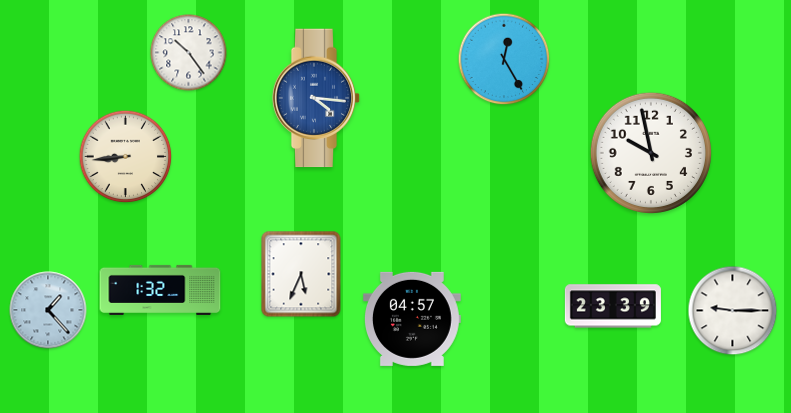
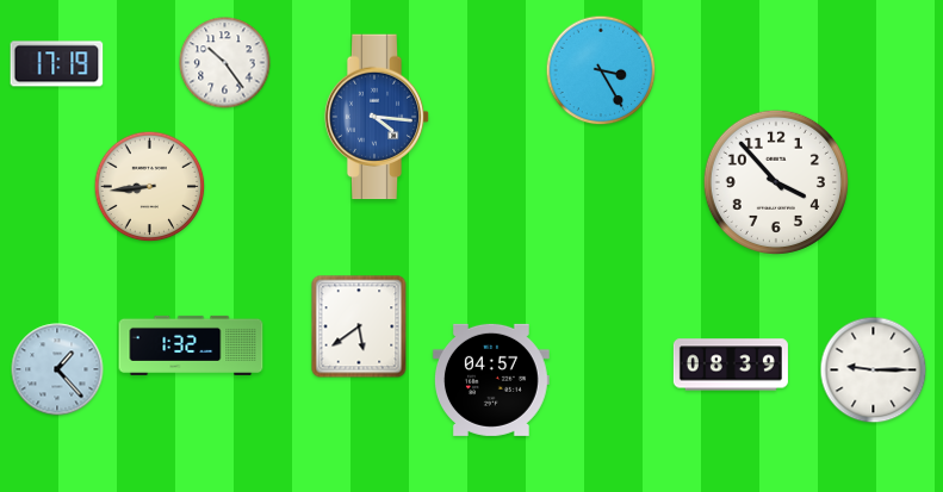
clock at (57, 64): none -> 17:19
clock at (504, 59): 12:25 -> 3:25
clock at (651, 153): 9:58 -> 3:53
clock at (301, 274): 5:34 -> 5:39
clock at (613, 306): 23:39 -> 08:39
